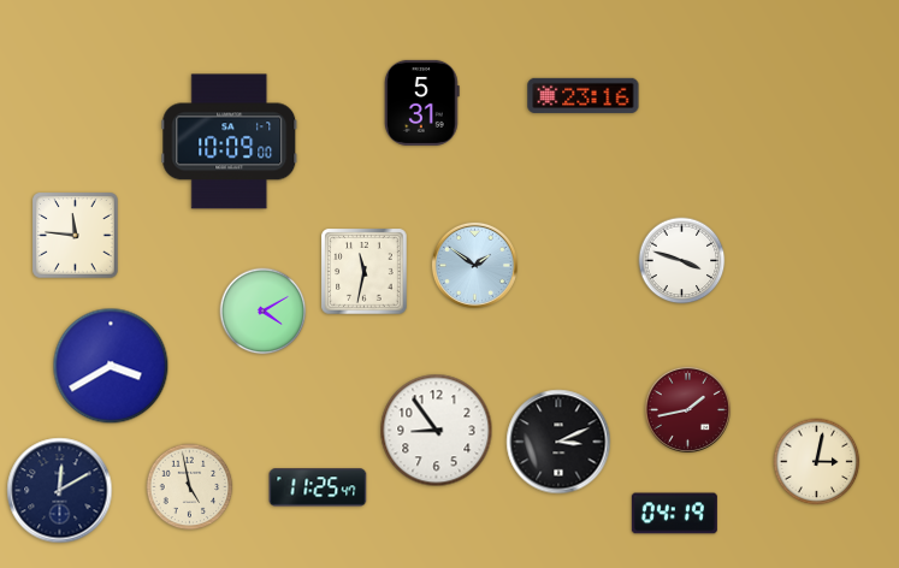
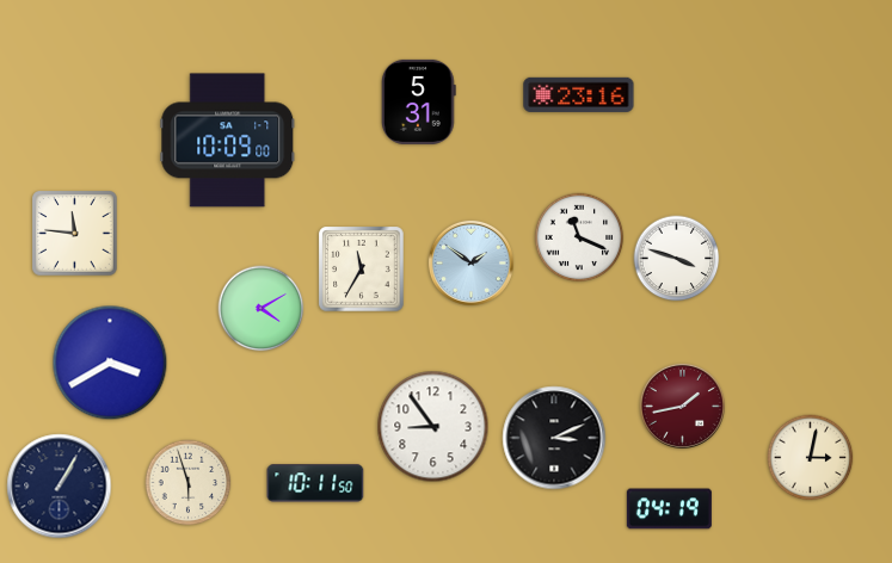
clock at (579, 237): none -> 11:19
clock at (365, 272): 11:32 -> 11:35
clock at (190, 487): 4:58 -> 5:57
clock at (318, 487): 11:25 -> 10:11
clock at (60, 491): 12:10 -> 1:05
